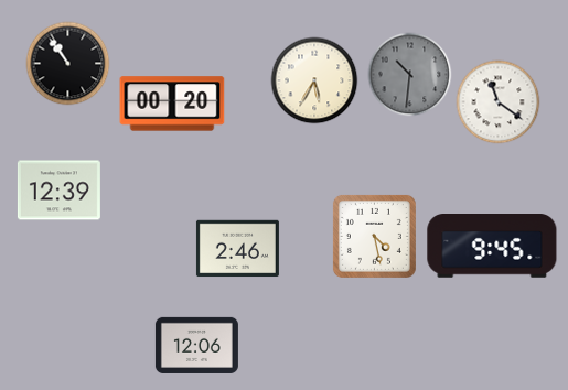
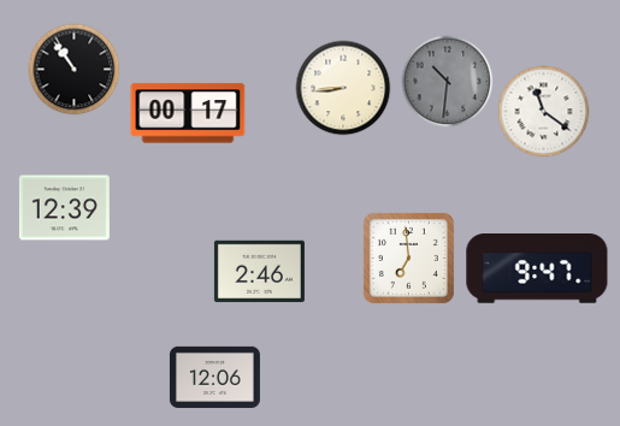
clock at (314, 80): 5:35 -> 8:44
clock at (172, 104): 00:20 -> 00:17
clock at (374, 236): 4:28 -> 6:59
clock at (492, 247): 9:45 -> 9:47
